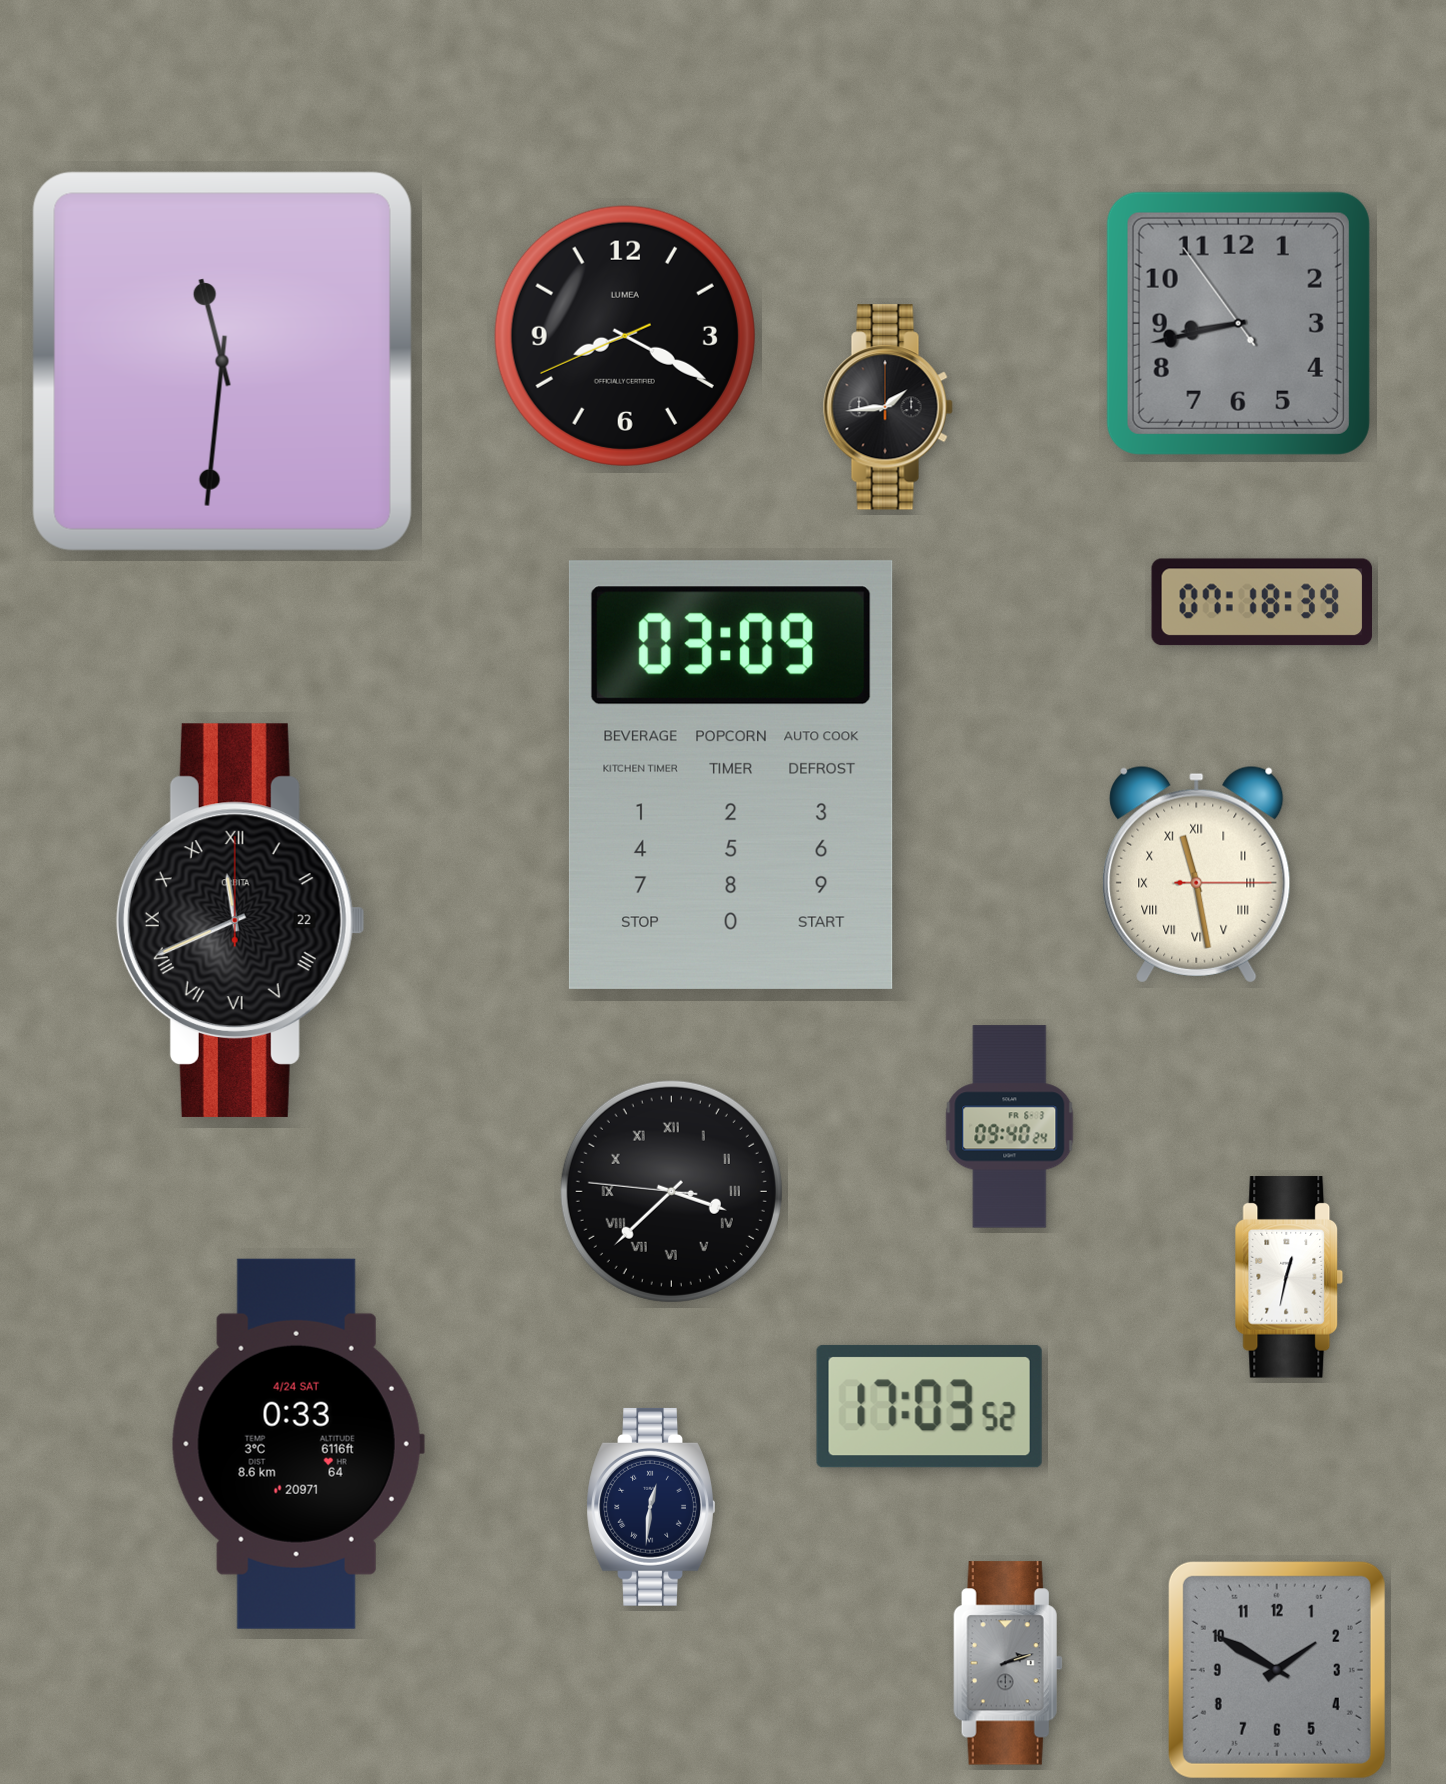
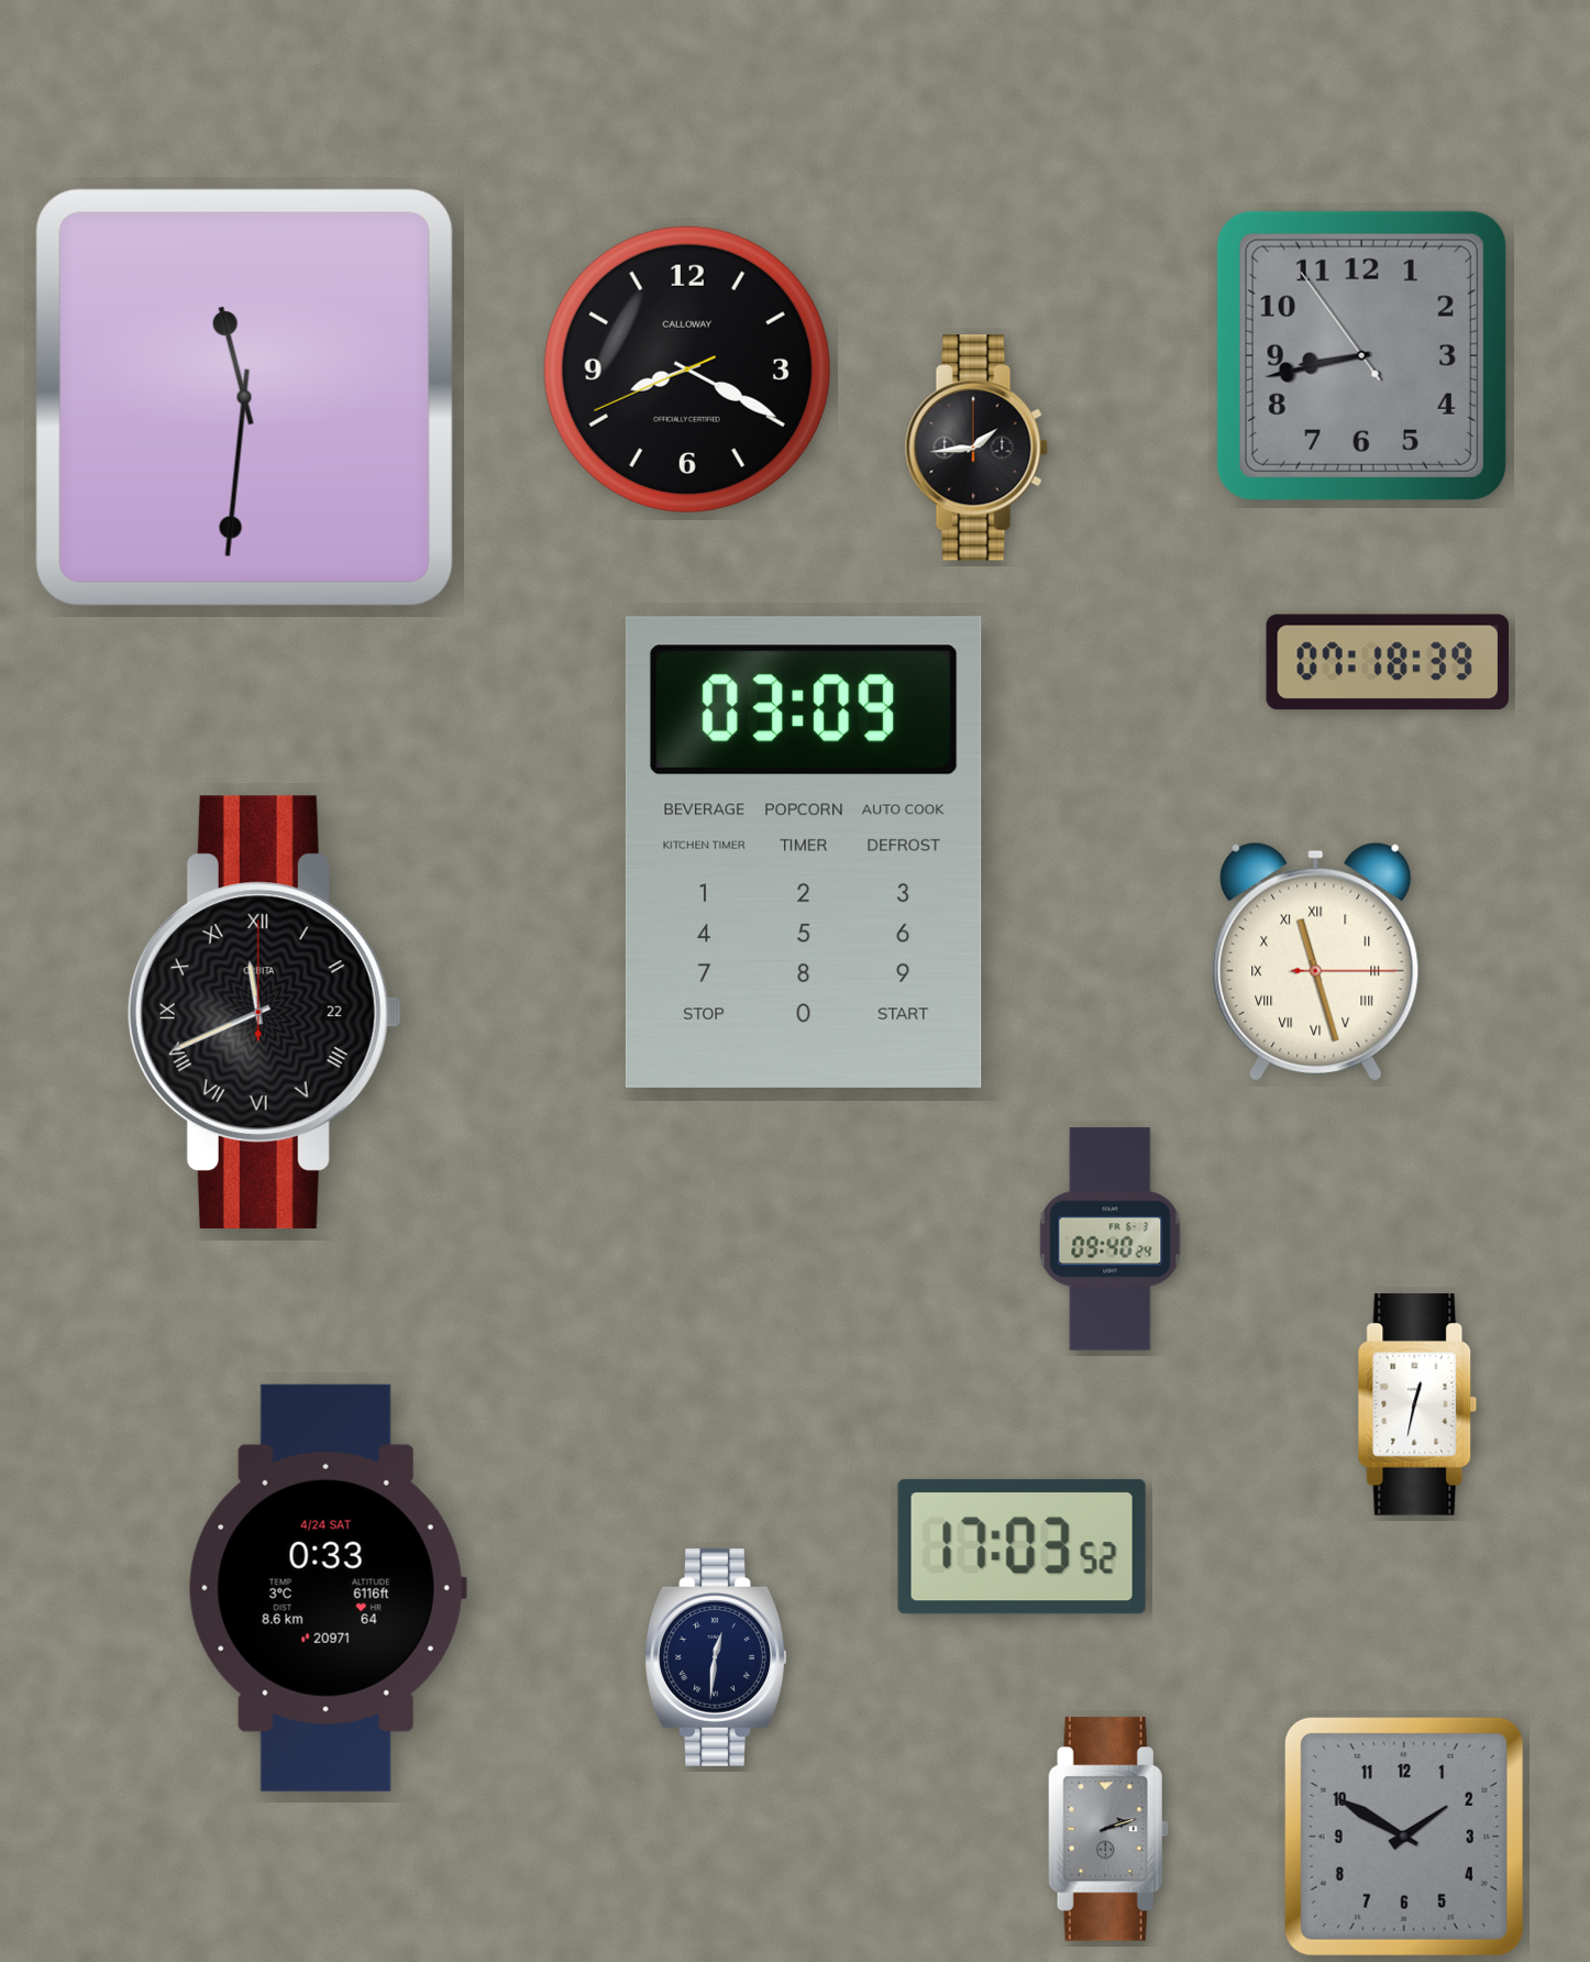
clock at (625, 336) brand: LUMEA -> CALLOWAY
clock at (1197, 874): 11:28 -> 11:27
clock at (671, 1191): 3:37 -> none
